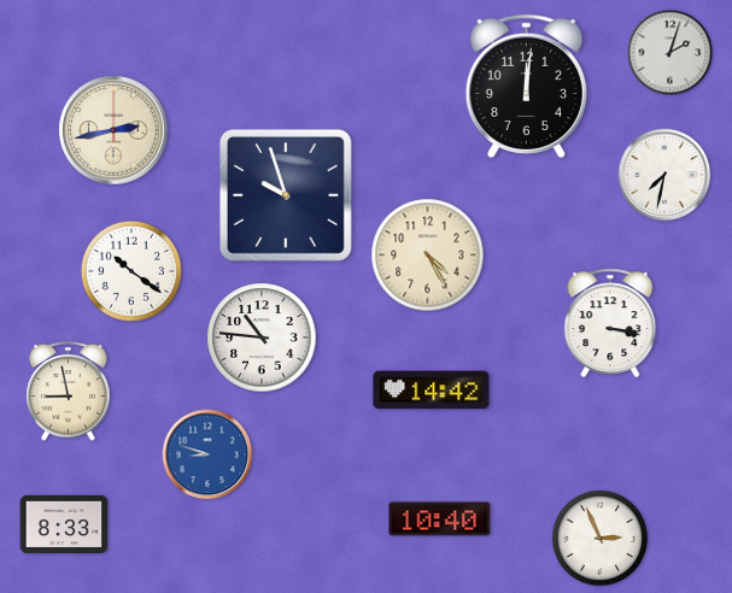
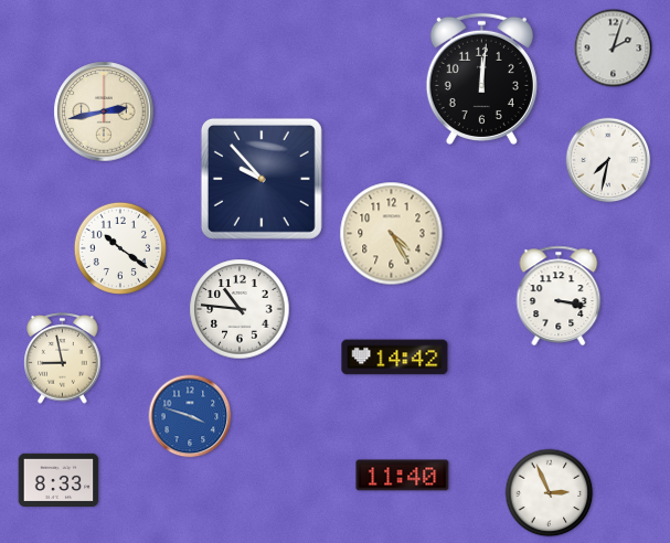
clock at (113, 130) position: (113, 130) -> (104, 111)
clock at (286, 195): 9:57 -> 9:53
clock at (207, 454): 8:48 -> 3:48
clock at (440, 519): 10:40 -> 11:40
